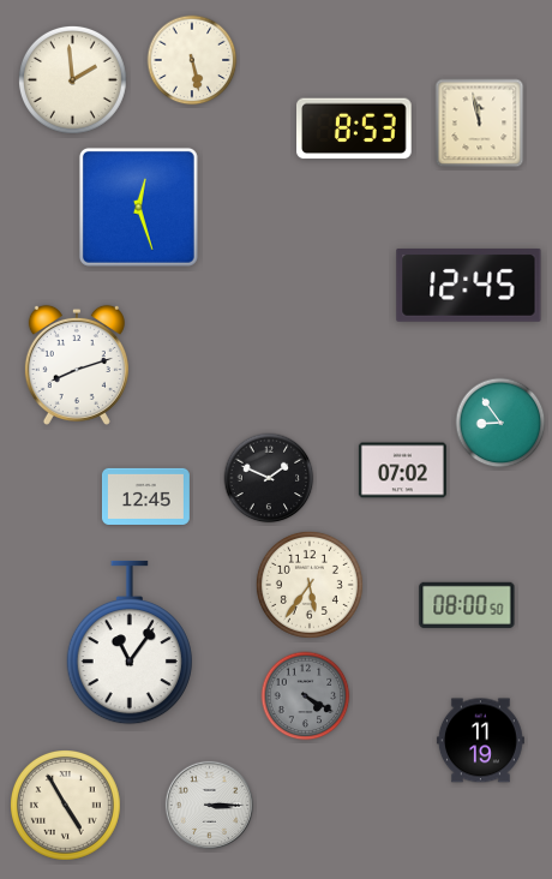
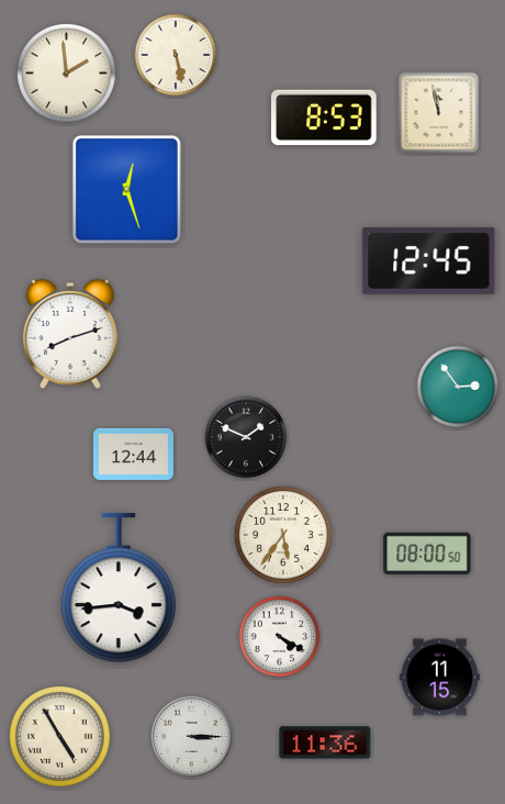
clock at (500, 423): 8:54 -> 2:54
clock at (402, 471): 07:02 -> none
clock at (145, 496): 12:45 -> 12:44
clock at (130, 642): 11:06 -> 3:44
clock at (306, 696) dial: grey -> white
clock at (480, 741): 11:19 -> 11:15
clock at (325, 742): none -> 11:36
